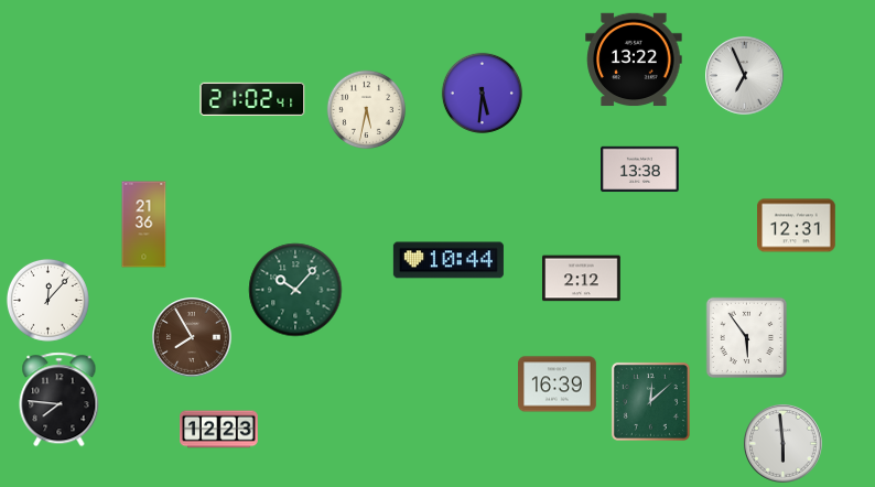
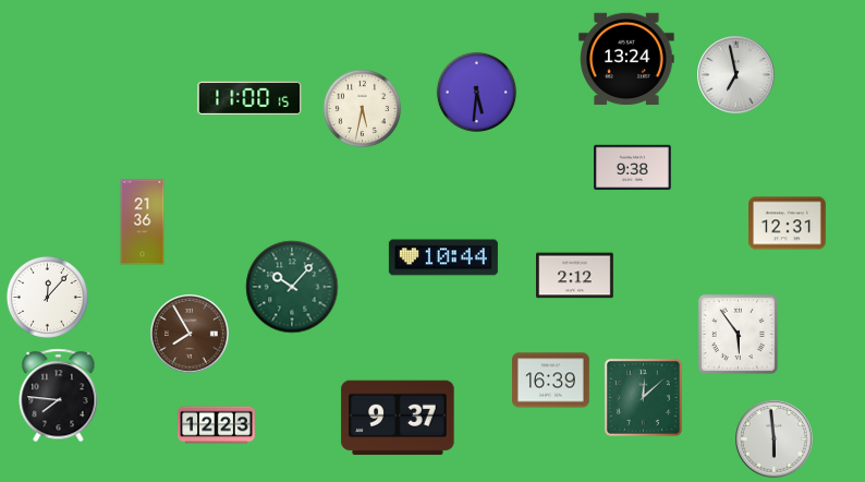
clock at (634, 59): 13:22 -> 13:24
clock at (745, 76): 6:56 -> 6:58
clock at (252, 99): 21:02 -> 11:00
clock at (640, 170): 13:38 -> 9:38
clock at (398, 418): none -> 9:37
